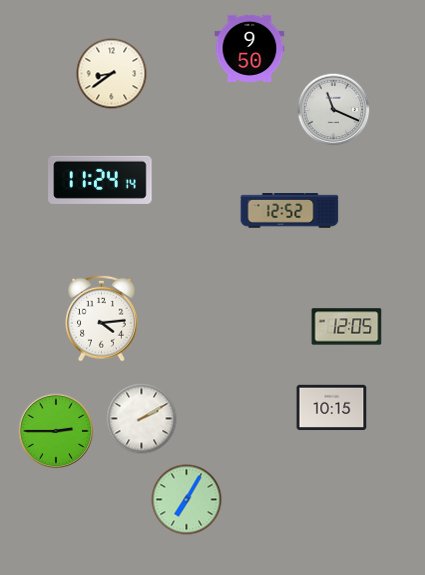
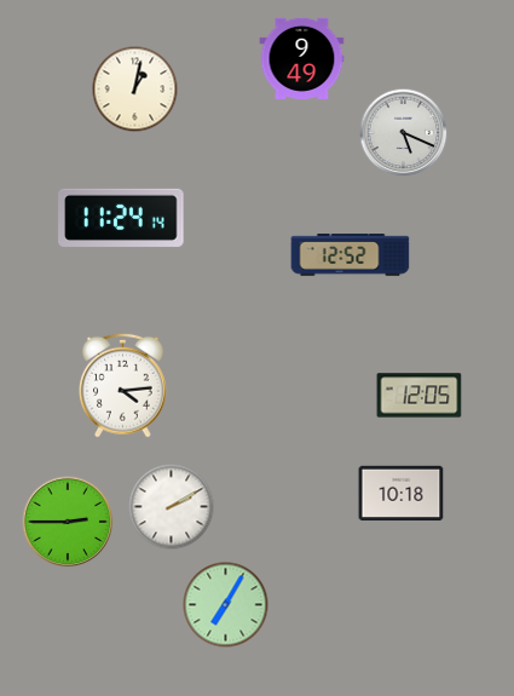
clock at (250, 48): 9:50 -> 9:49
clock at (112, 74): 8:39 -> 1:02
clock at (334, 110): 11:19 -> 5:19
clock at (332, 408): 10:15 -> 10:18
